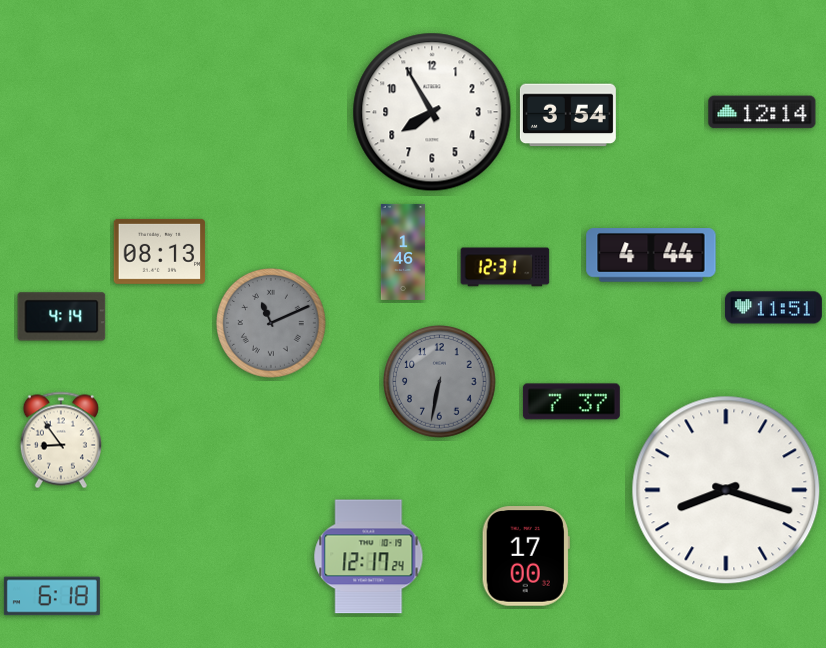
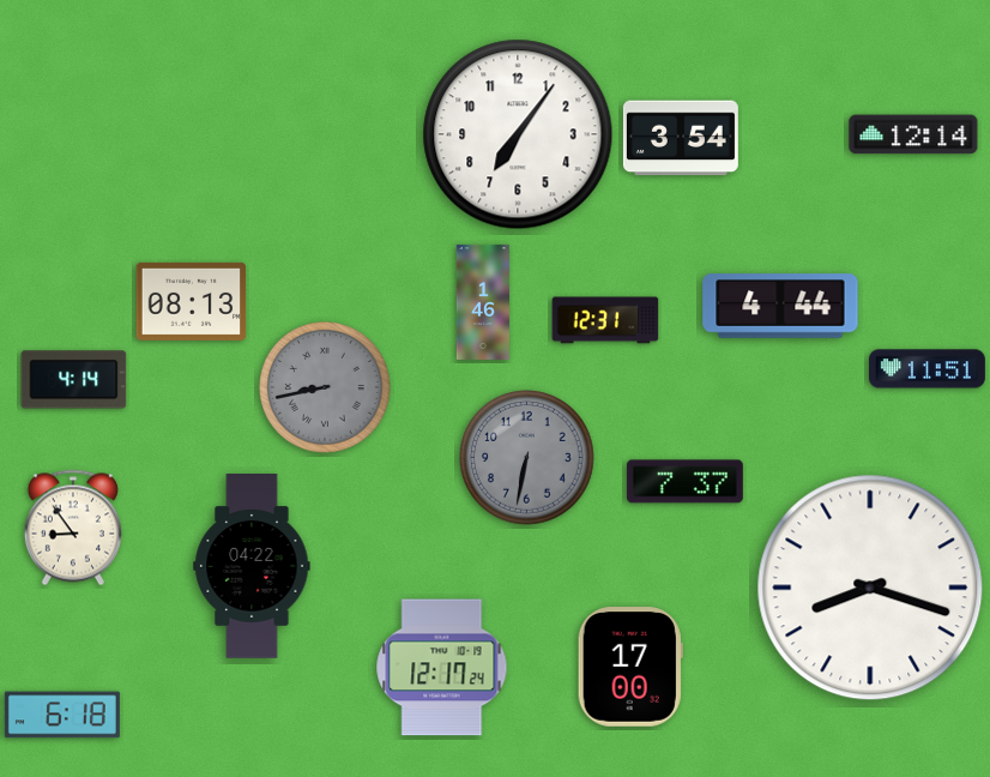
clock at (432, 112): 7:55 -> 7:06
clock at (272, 324): 11:11 -> 8:43
clock at (252, 566): none -> 04:22
